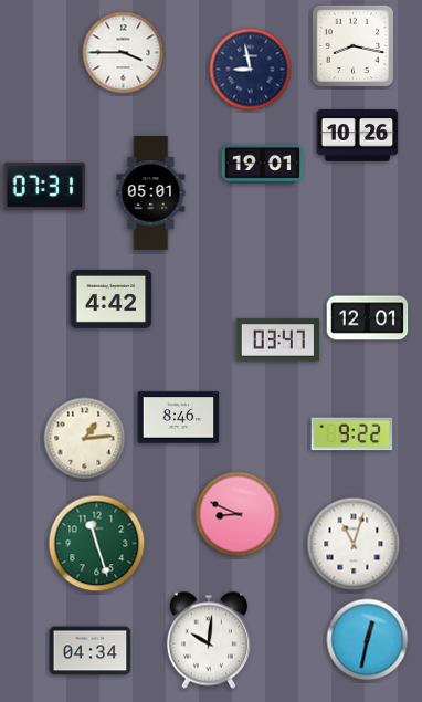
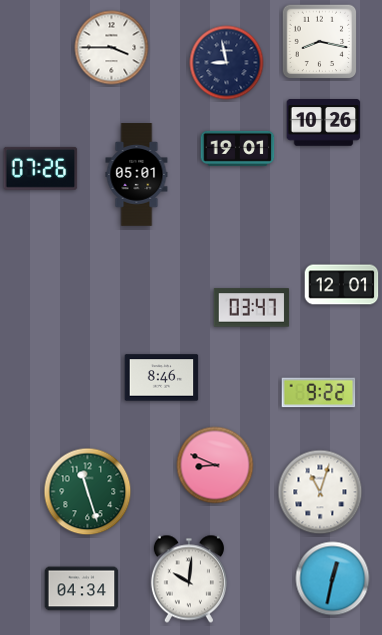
clock at (45, 186): 07:31 -> 07:26
clock at (112, 300): 4:42 -> none
clock at (368, 318) position: (368, 318) -> (342, 285)
clock at (85, 439): 1:14 -> none
